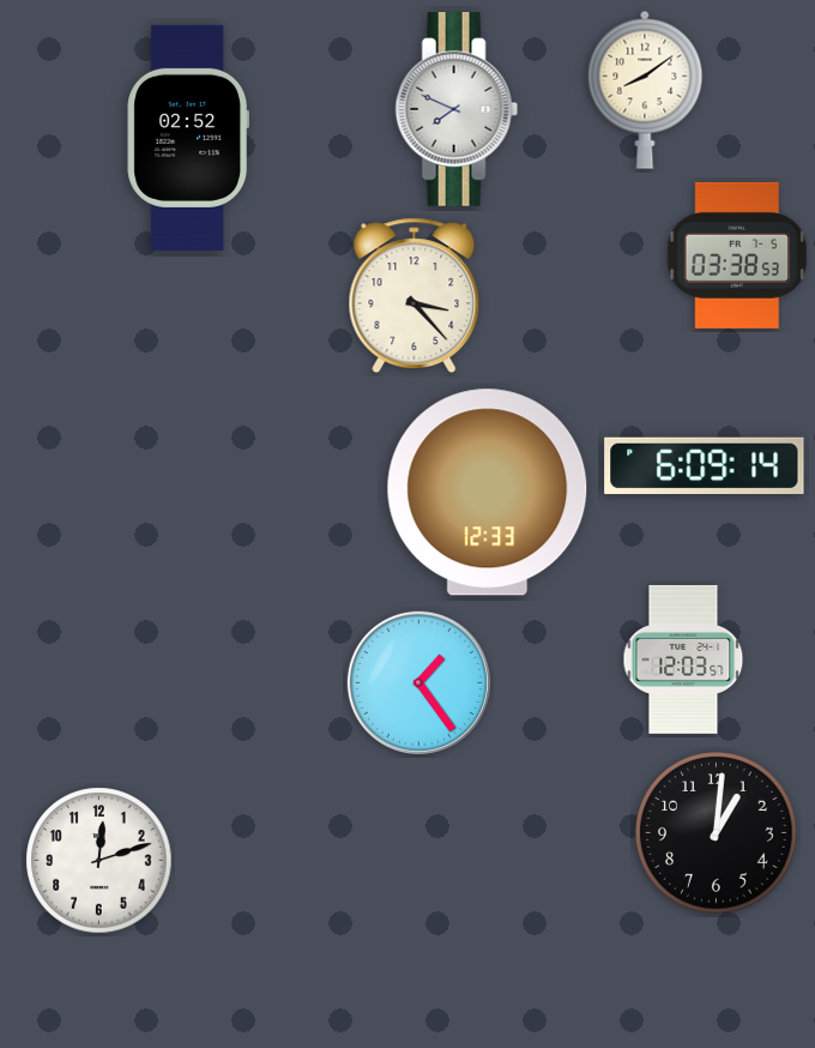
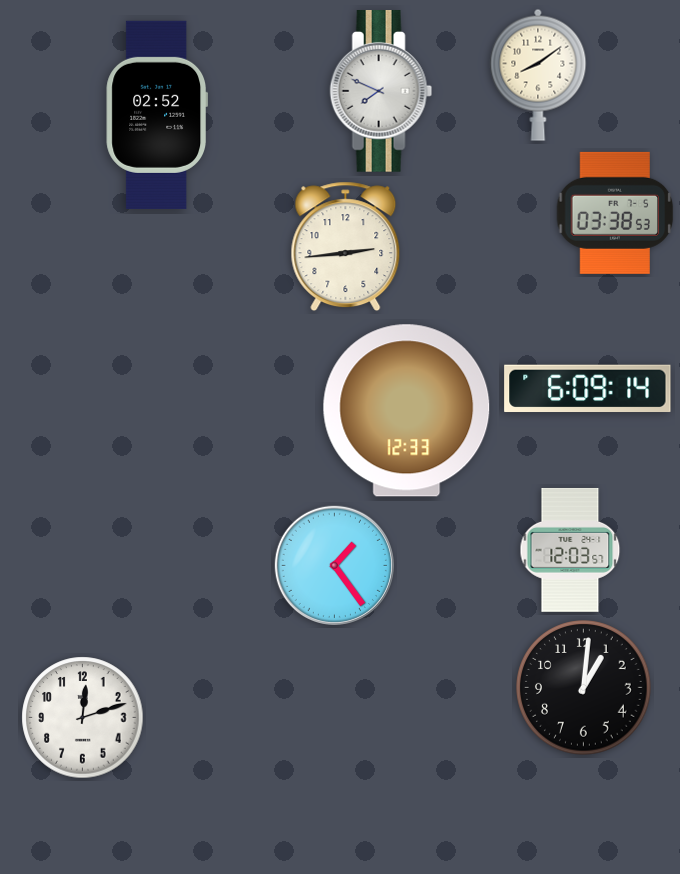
clock at (415, 296): 3:23 -> 2:44
clock at (418, 682) position: (418, 682) -> (334, 565)
clock at (717, 833) position: (717, 833) -> (584, 688)
